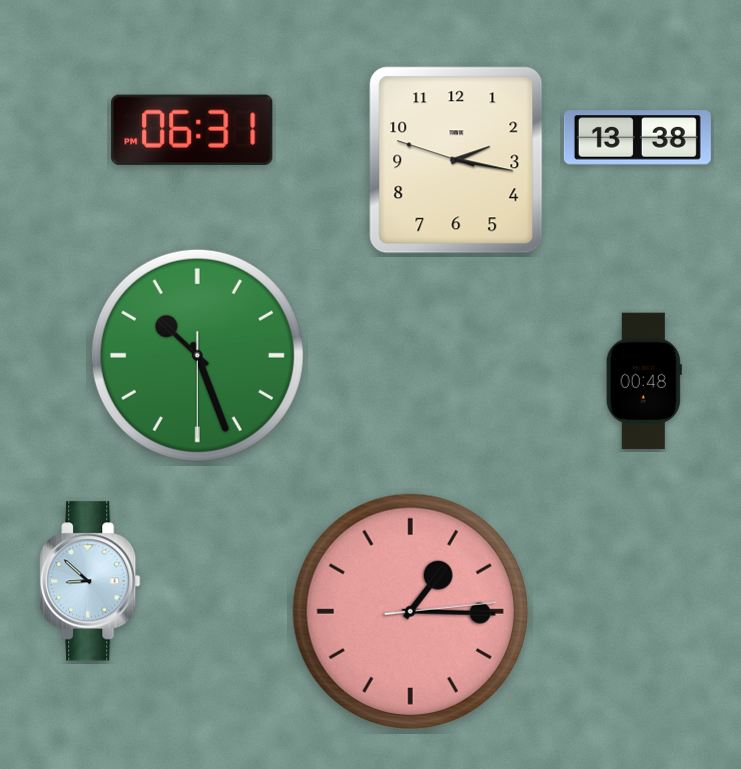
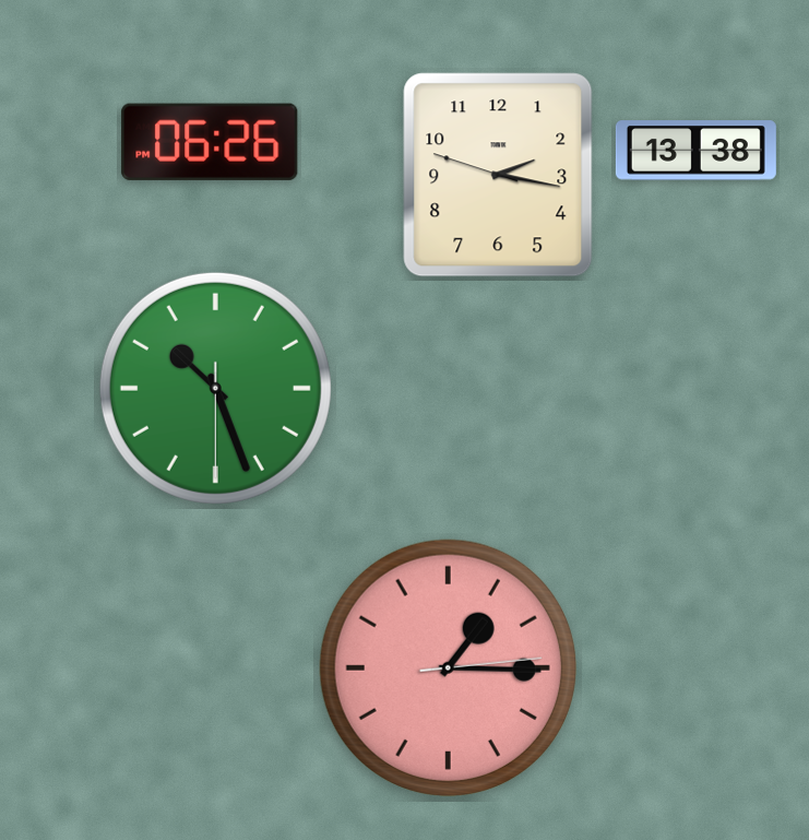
clock at (192, 130): 06:31 -> 06:26
clock at (644, 381): 00:48 -> none
clock at (90, 581): 8:52 -> none
